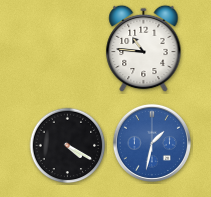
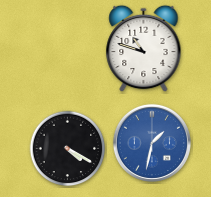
clock at (144, 49): 10:46 -> 10:48
clock at (68, 146) position: (68, 146) -> (68, 149)
